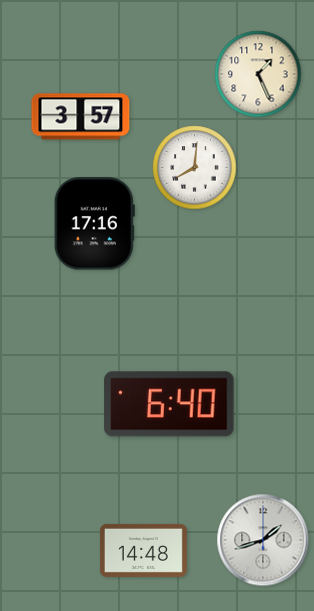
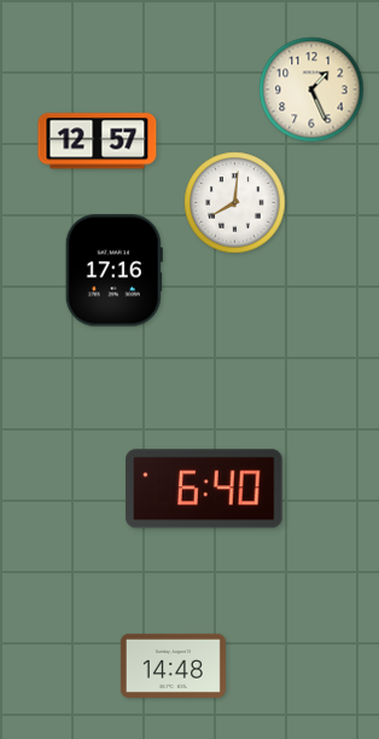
clock at (81, 117): 3:57 -> 12:57
clock at (263, 540): 1:42 -> none
